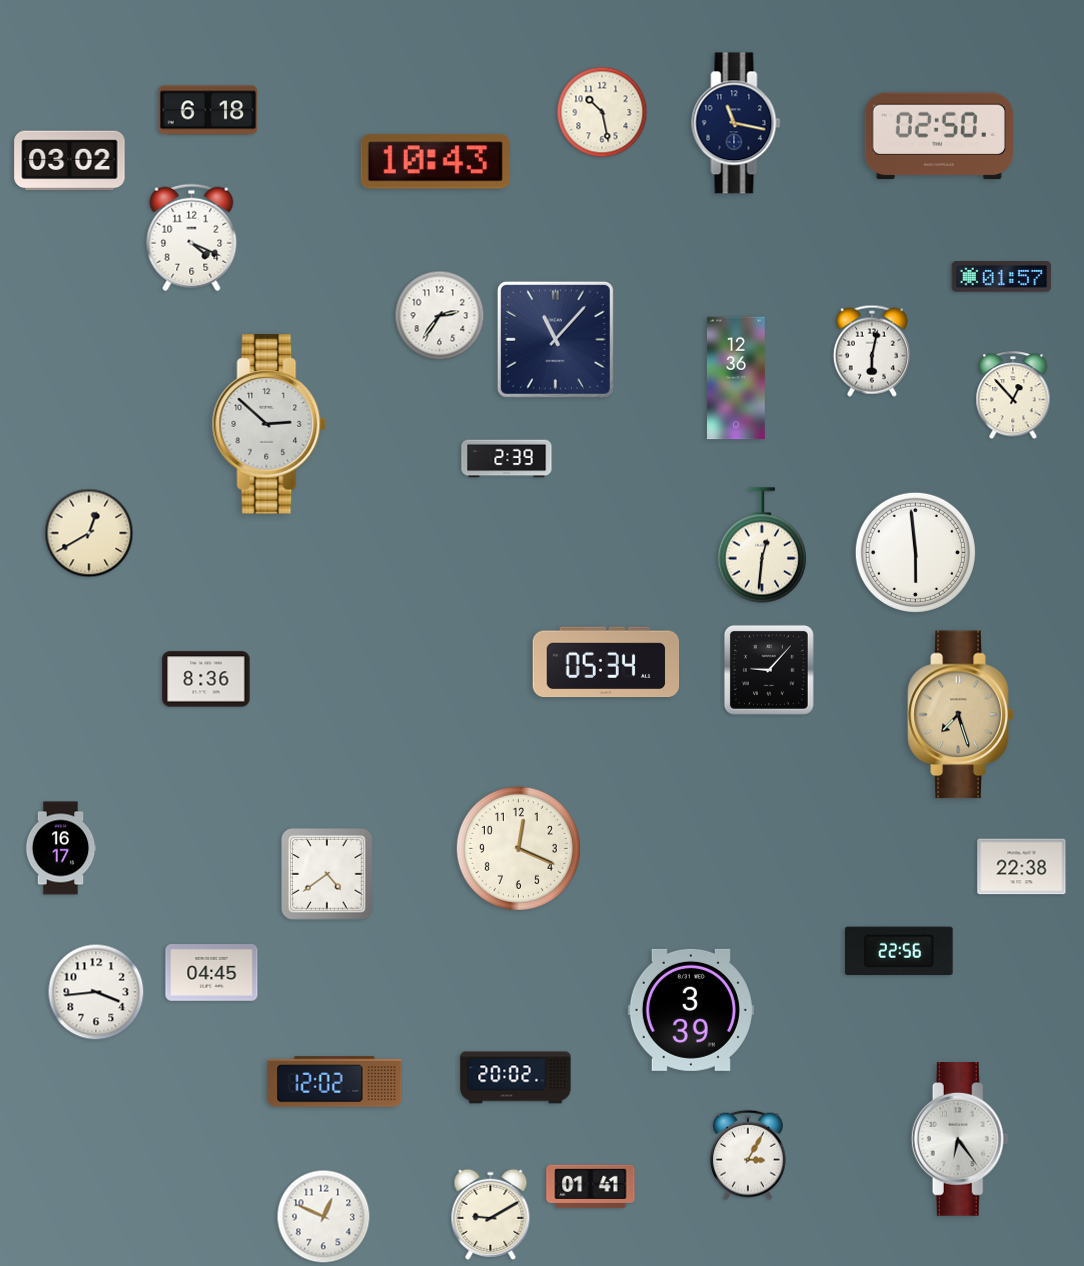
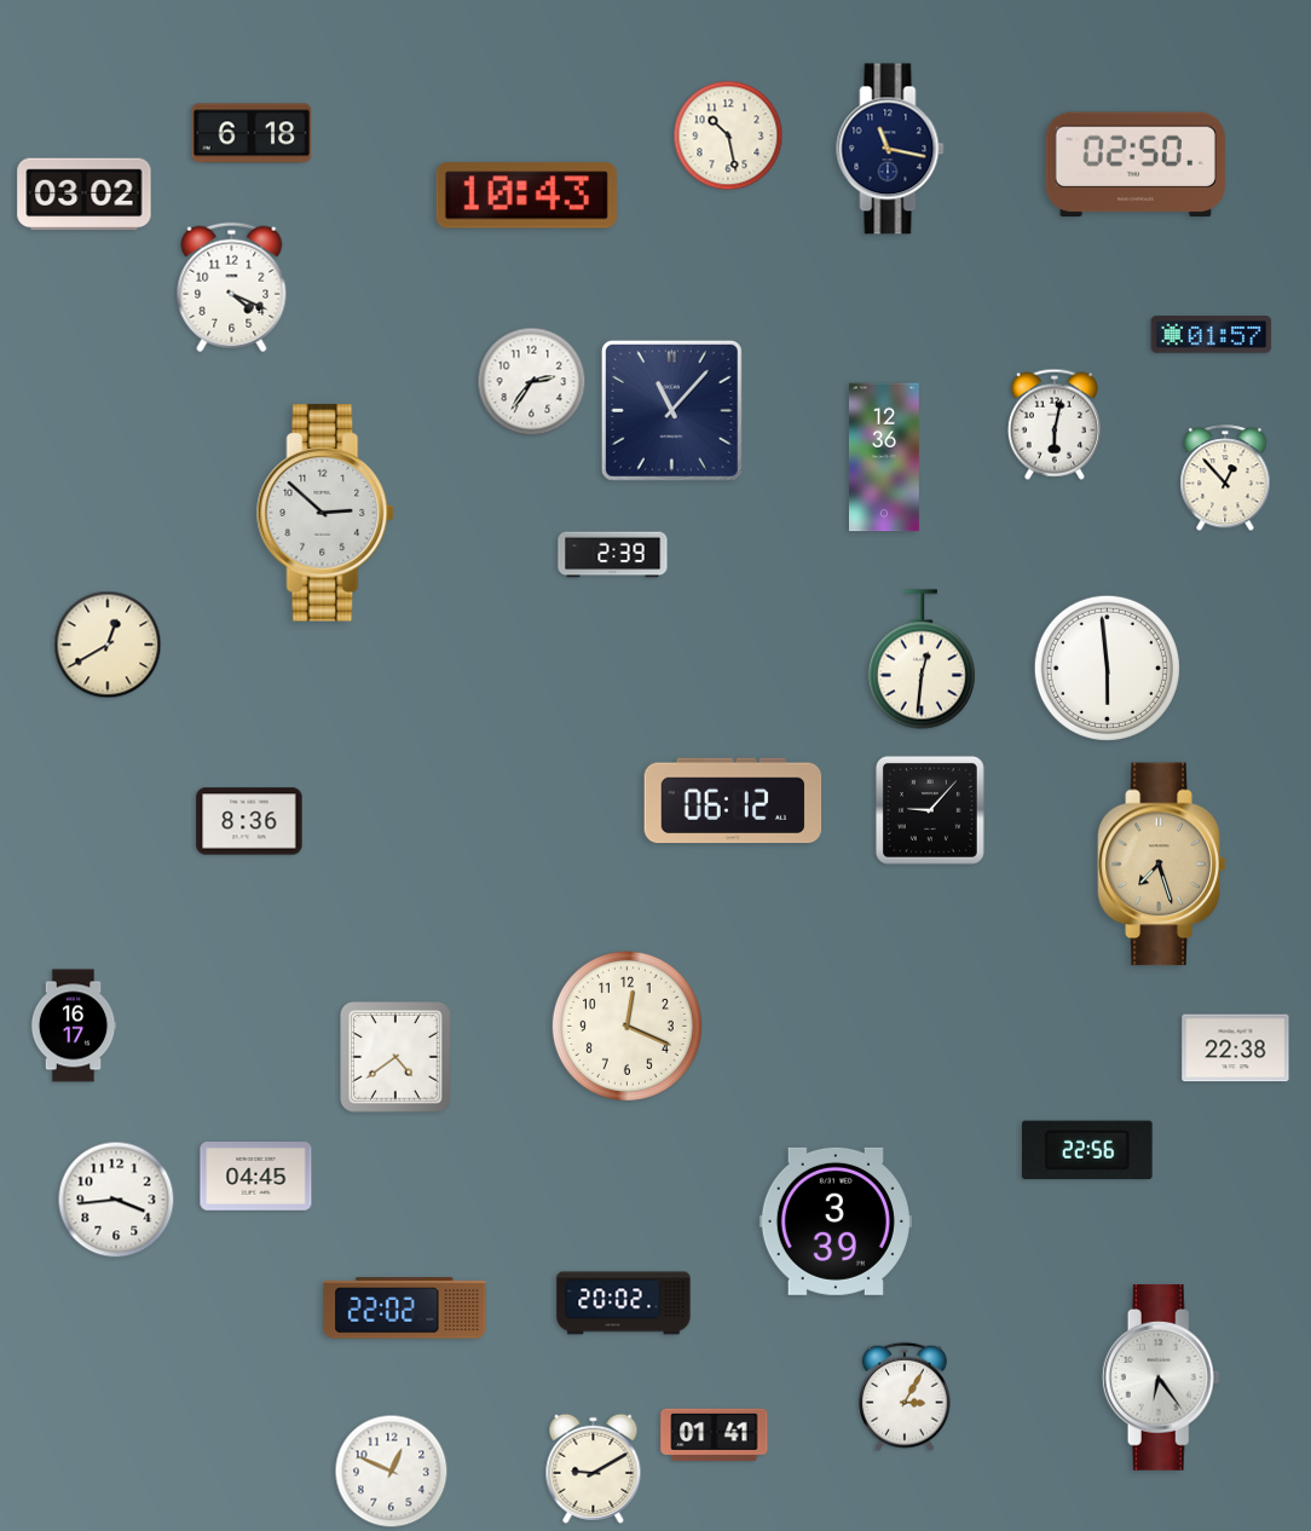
clock at (736, 378) position: (736, 378) -> (884, 457)
clock at (606, 662): 05:34 -> 06:12
clock at (335, 1082): 12:02 -> 22:02
